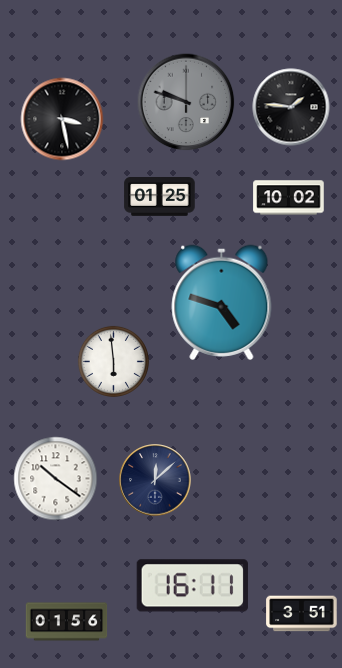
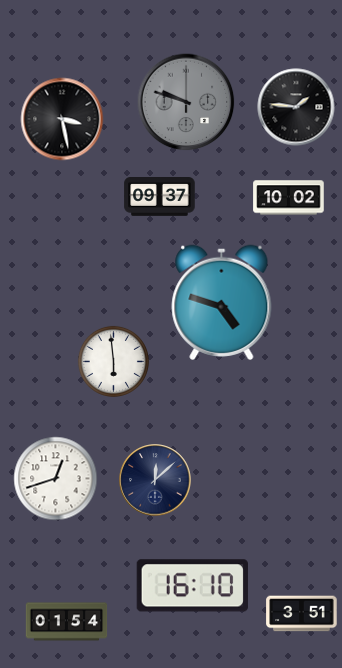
clock at (291, 107) position: (291, 107) -> (296, 107)
clock at (160, 197): 01:25 -> 09:37
clock at (56, 479): 10:21 -> 12:42
clock at (192, 586): 16:11 -> 16:10
clock at (67, 622): 01:56 -> 01:54
